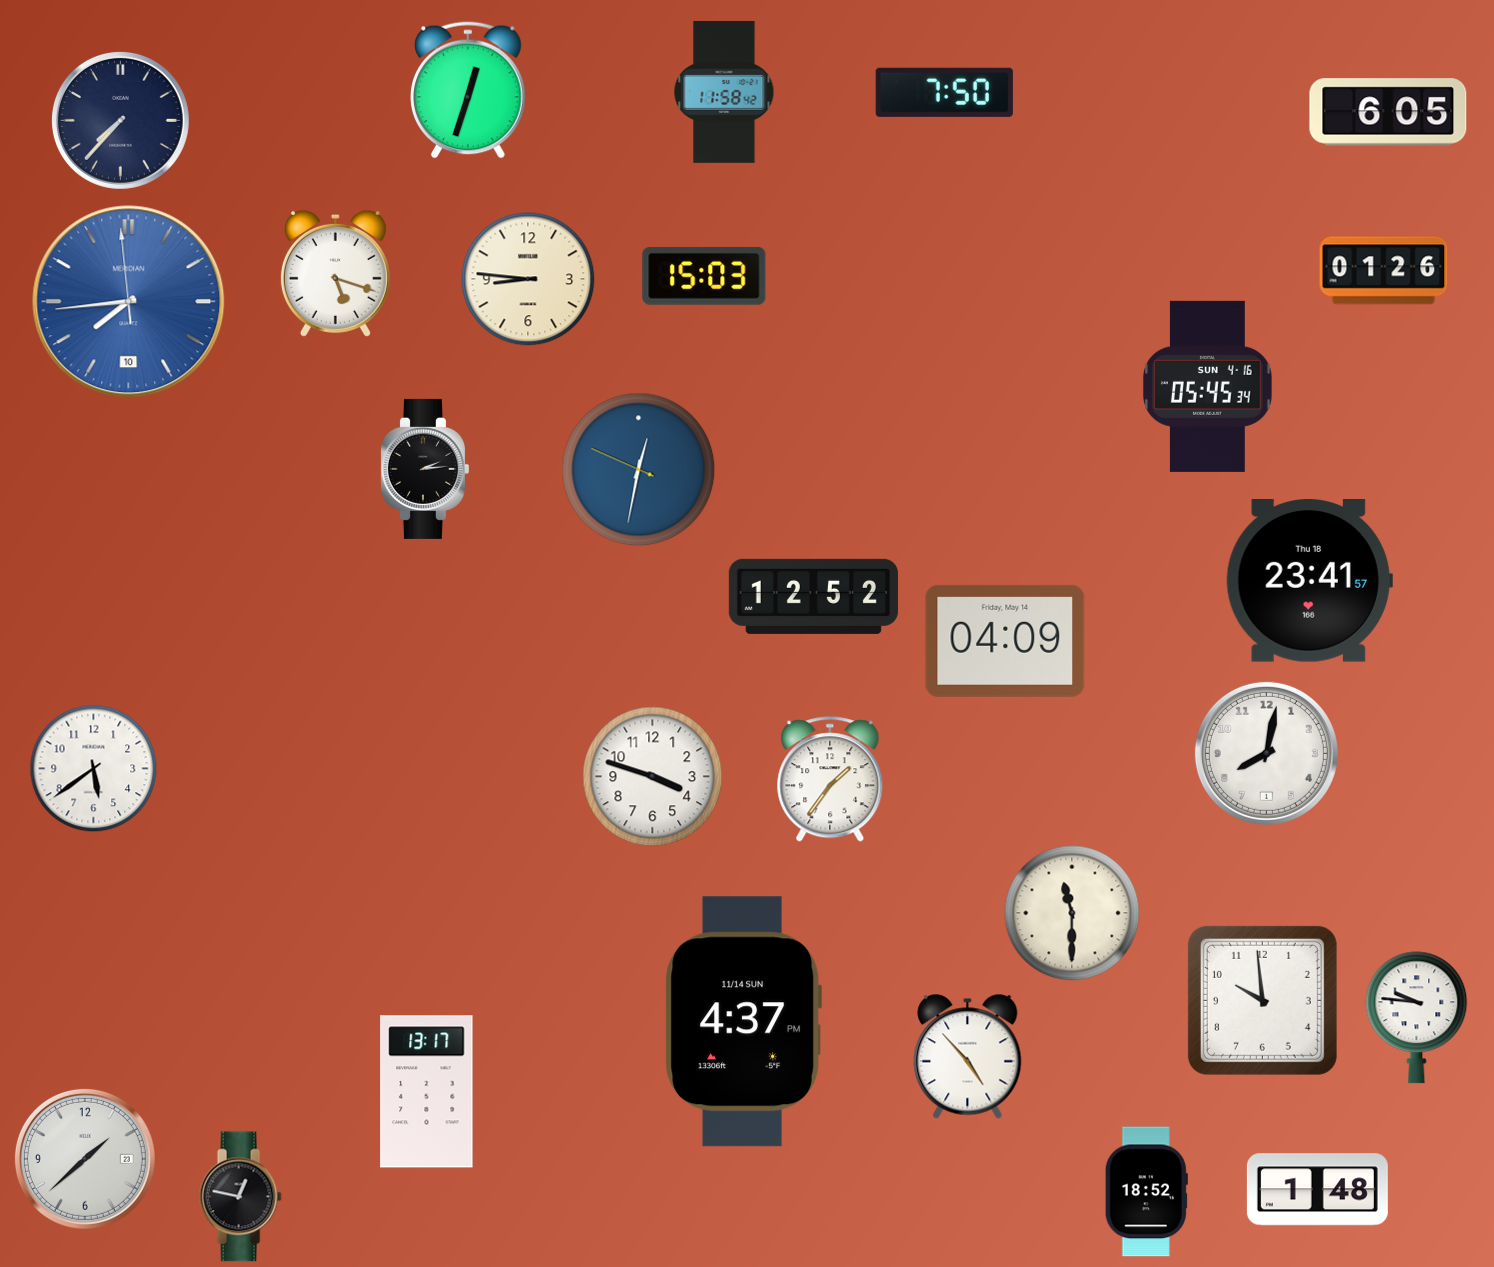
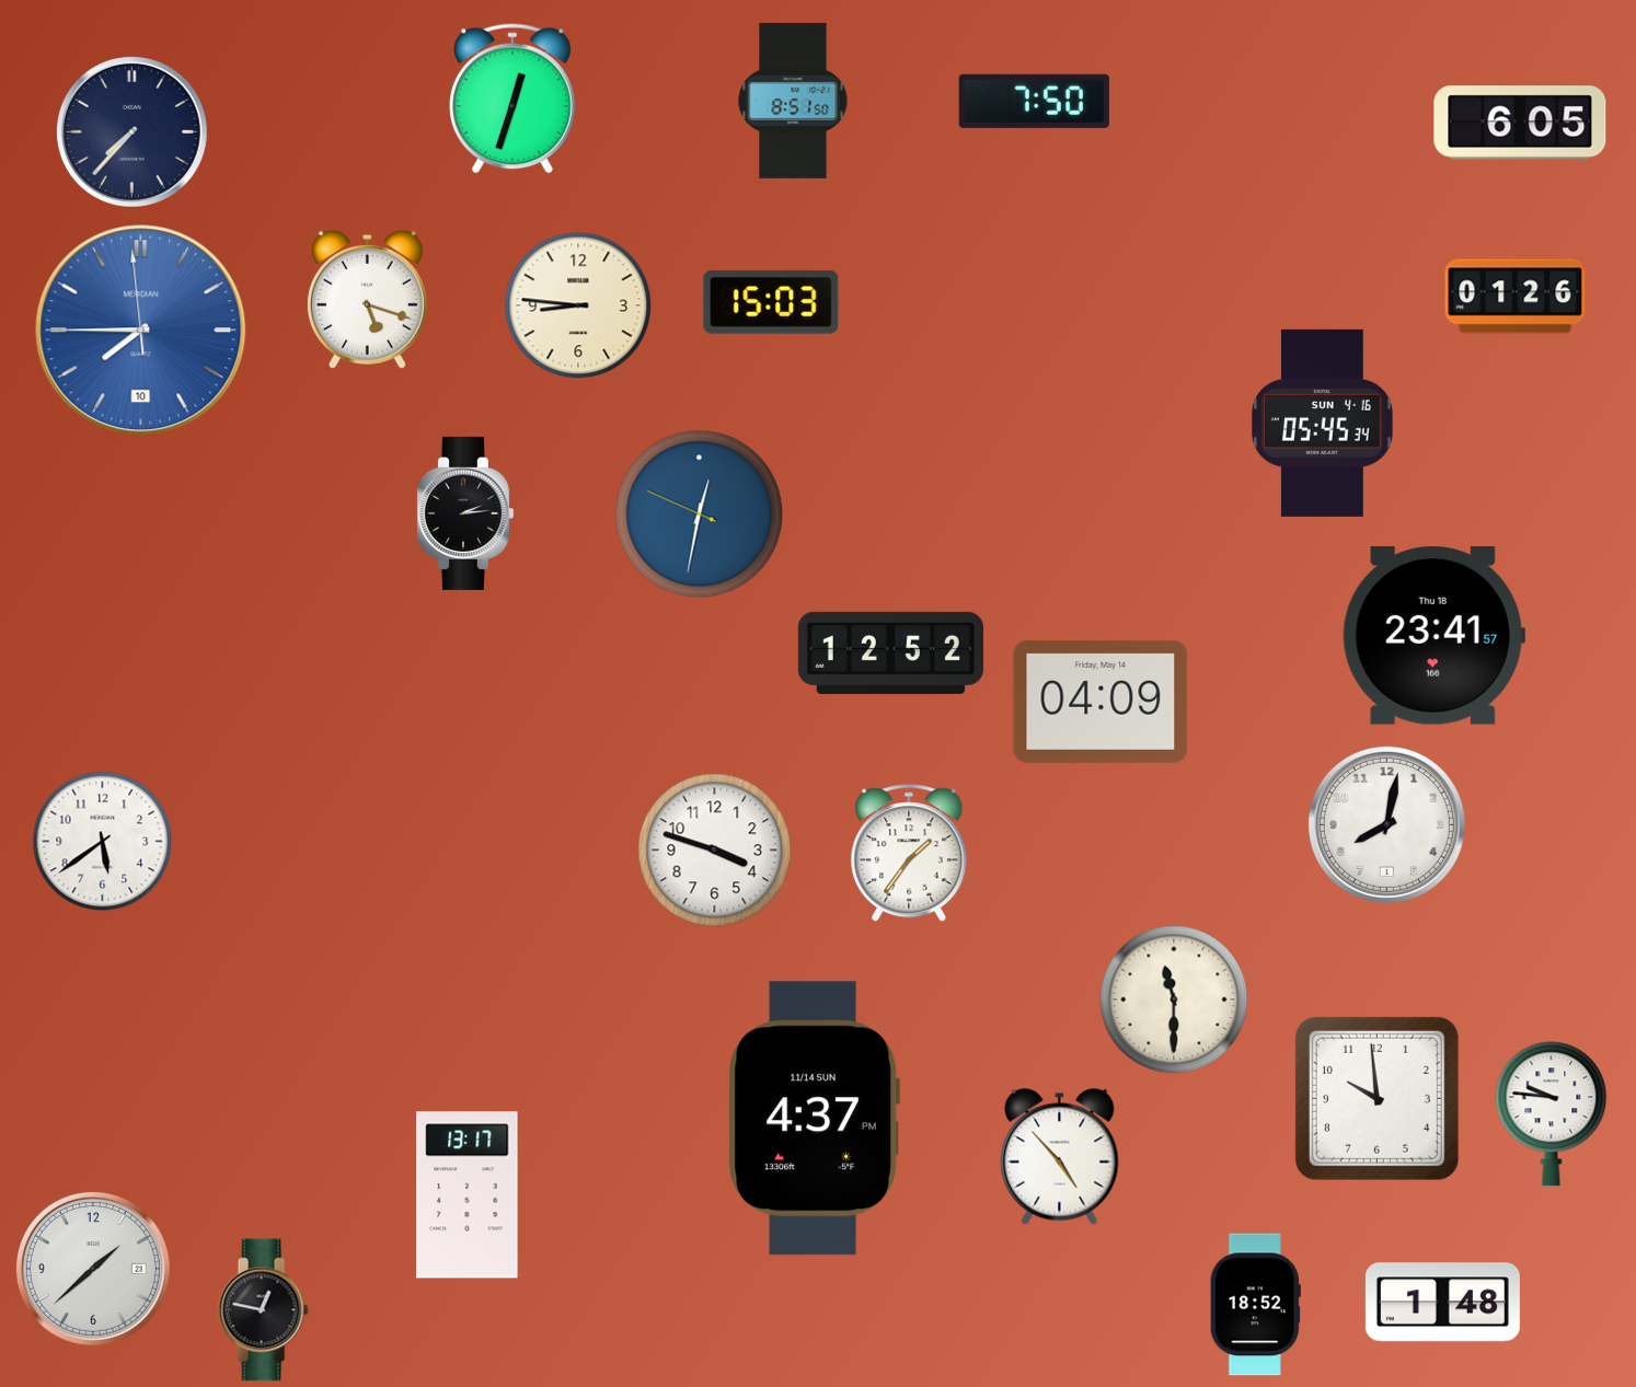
clock at (724, 92): 11:58 -> 8:51
clock at (129, 302): 7:43 -> 7:44
clock at (1262, 1000) position: (1262, 1000) -> (1376, 1098)
